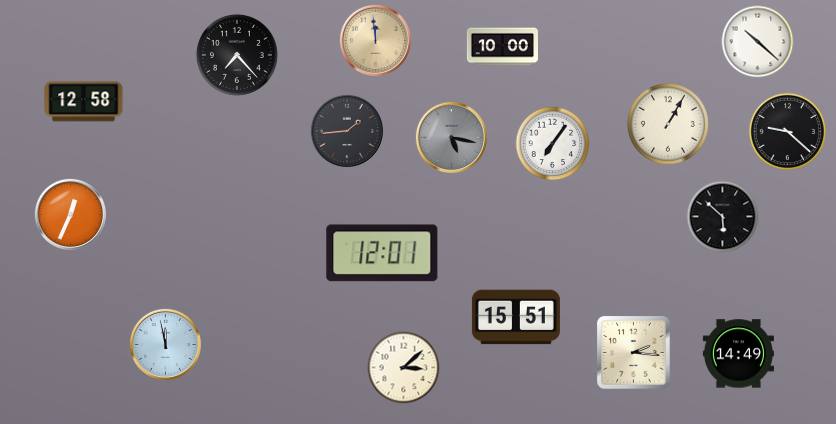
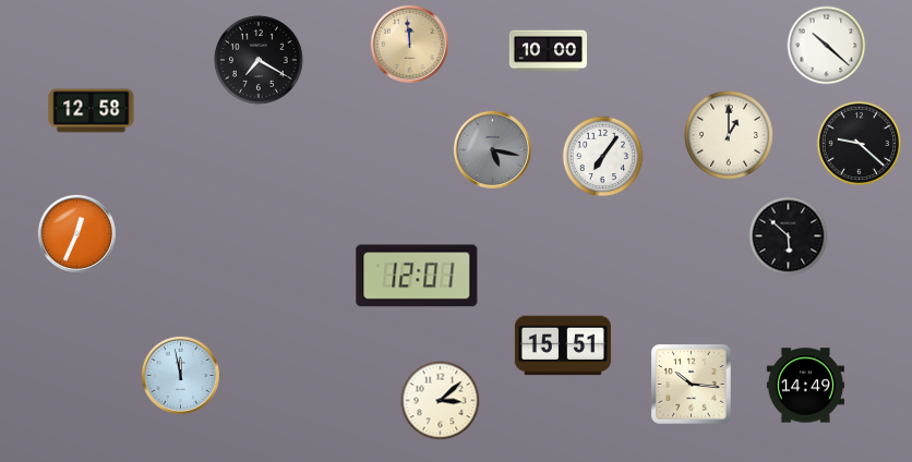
clock at (237, 55): 7:23 -> 7:20
clock at (668, 124): 1:05 -> 1:00
clock at (347, 131): 1:44 -> none
clock at (634, 353): 2:16 -> 10:16
